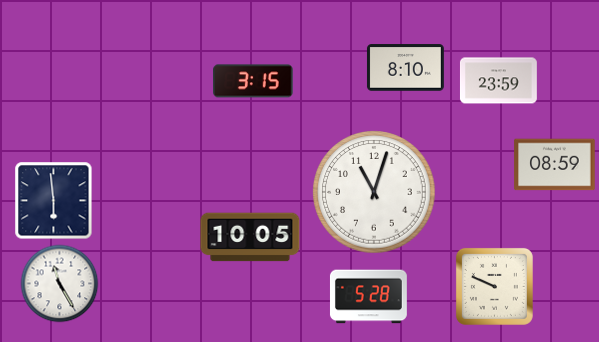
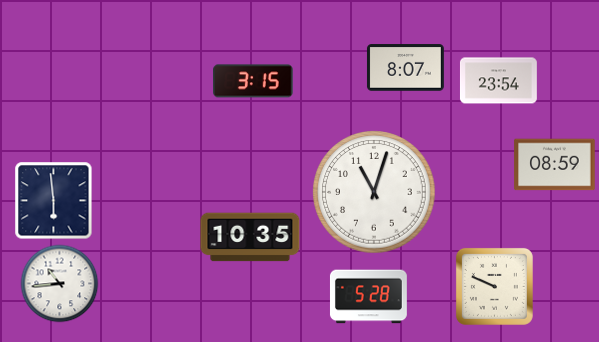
clock at (405, 68): 8:10 -> 8:07
clock at (498, 81): 23:59 -> 23:54
clock at (250, 237): 10:05 -> 10:35
clock at (59, 283): 11:25 -> 10:44
